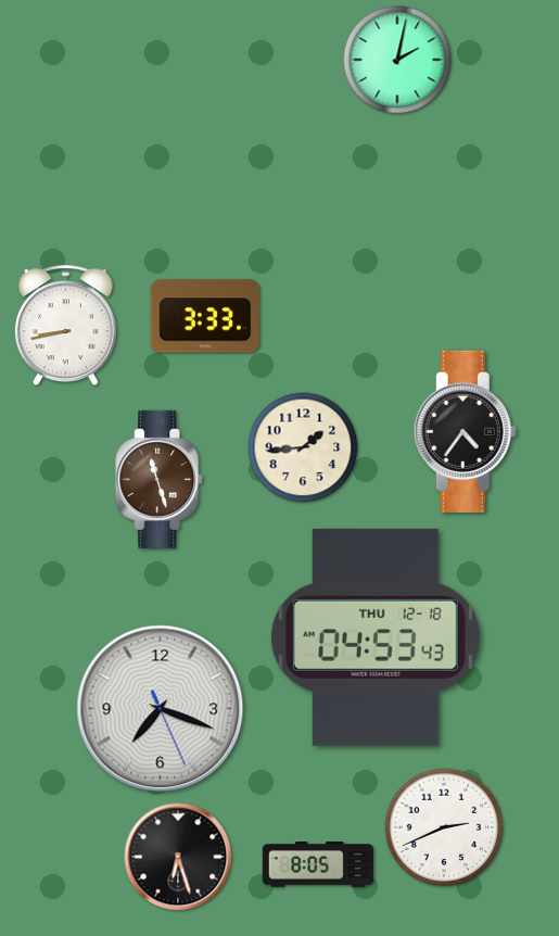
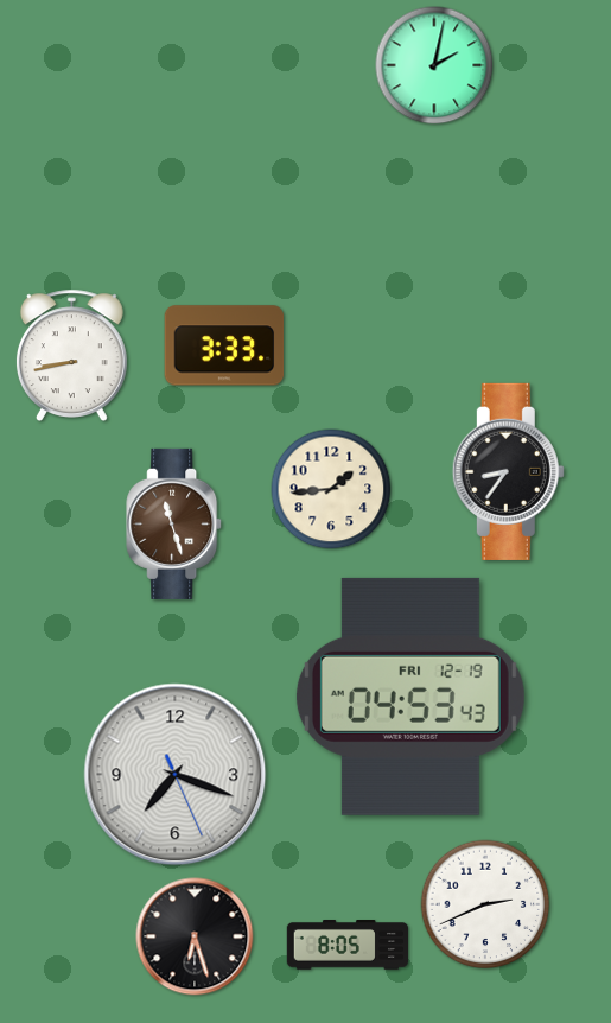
clock at (465, 431): 4:36 -> 8:36
clock at (376, 637) date: THU 12-18 -> FRI 12-19
